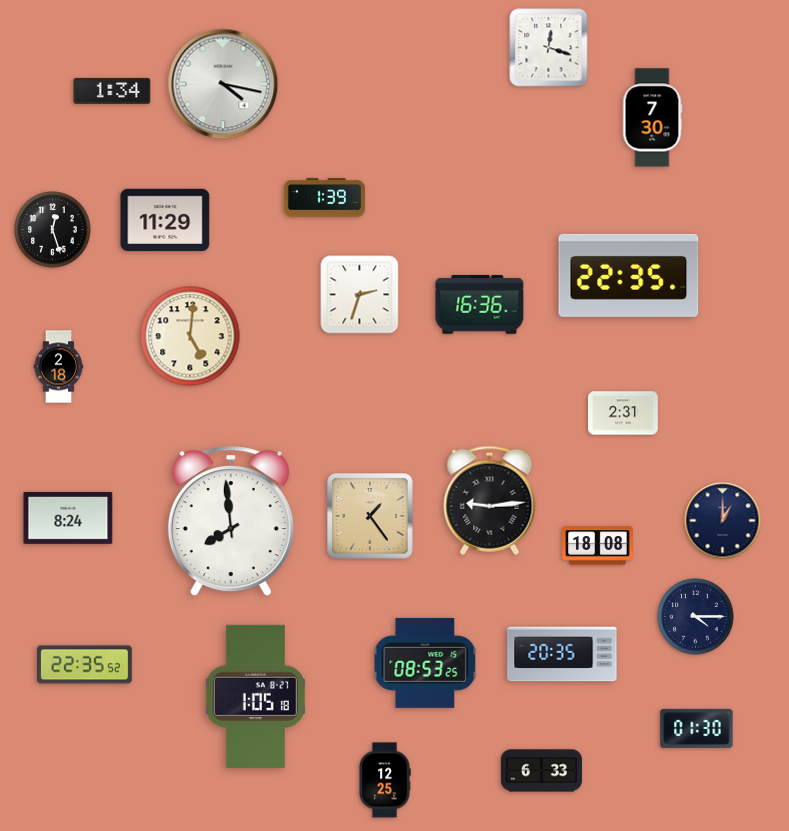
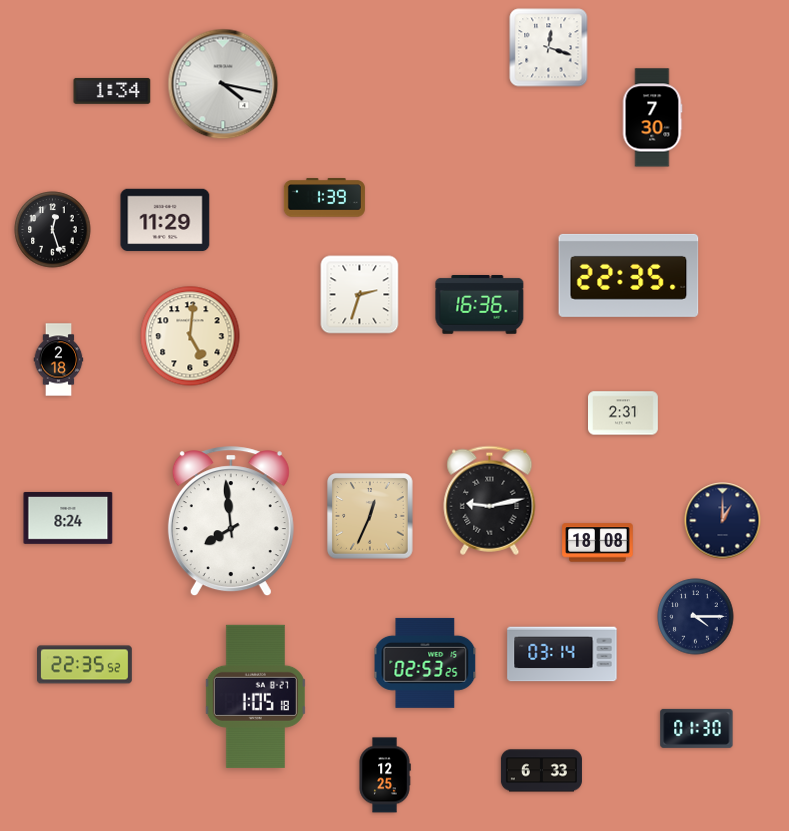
clock at (59, 367) position: (59, 367) -> (59, 360)
clock at (490, 500): 9:14 -> 9:13
clock at (370, 516): 1:24 -> 12:34
clock at (598, 546) position: (598, 546) -> (598, 543)
clock at (562, 654): 20:35 -> 03:14
clock at (425, 663): 08:53 -> 02:53
clock at (385, 780) position: (385, 780) -> (385, 775)
